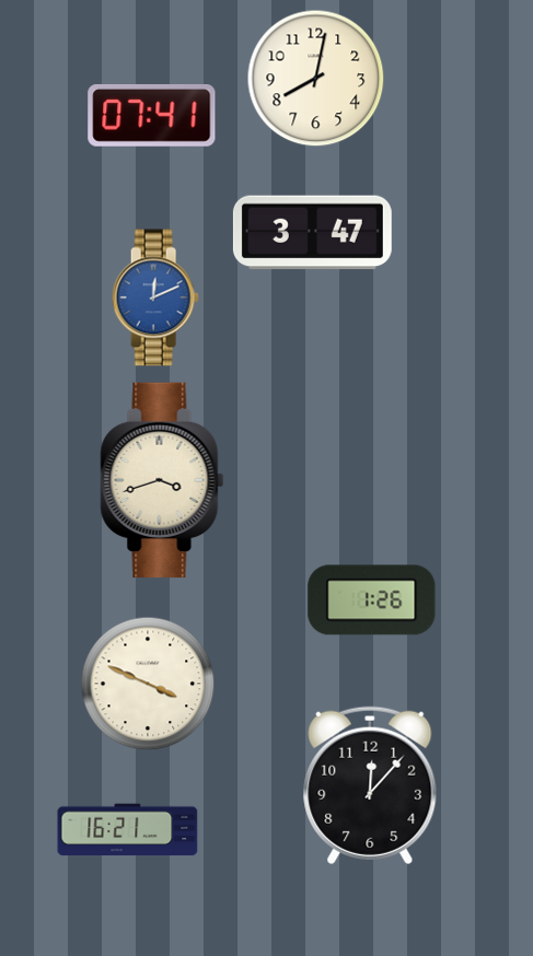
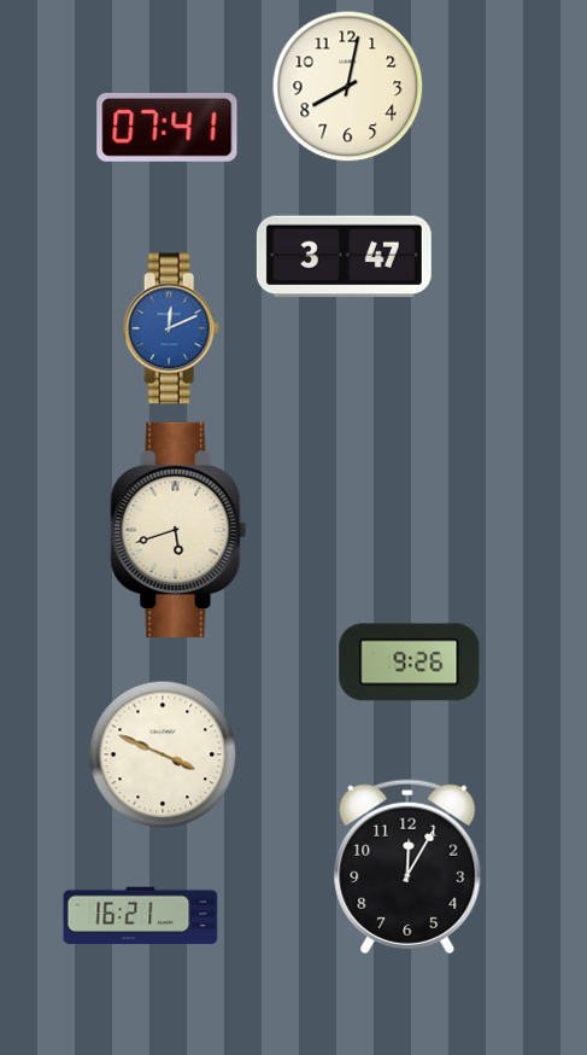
clock at (162, 480): 3:42 -> 5:42
clock at (372, 601): 1:26 -> 9:26
clock at (370, 785): 12:07 -> 12:05
